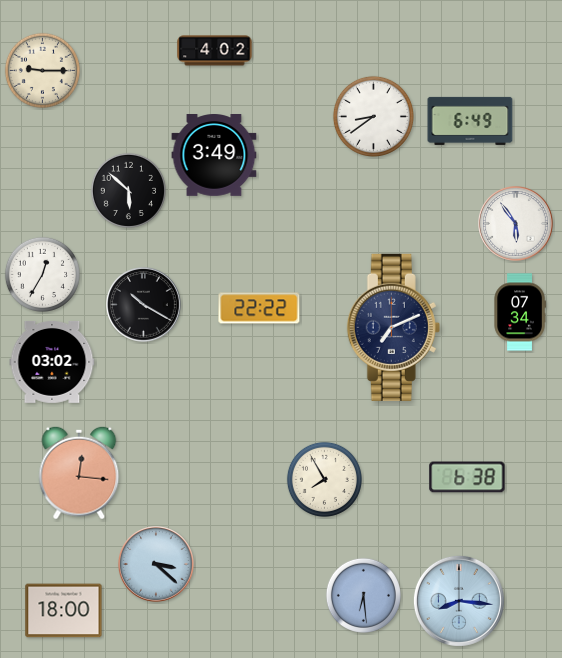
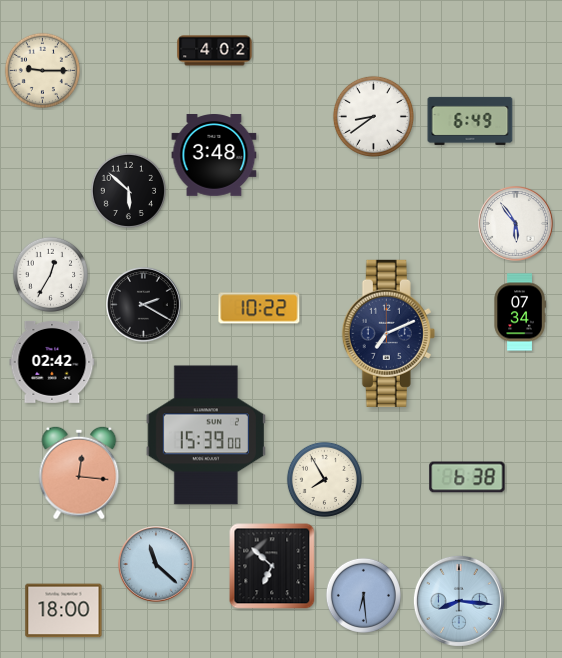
clock at (214, 156): 3:49 -> 3:48
clock at (42, 274) position: (42, 274) -> (50, 274)
clock at (144, 305): 10:20 -> 2:20
clock at (259, 308): 22:22 -> 10:22
clock at (393, 327) position: (393, 327) -> (388, 333)
clock at (52, 362): 03:02 -> 02:42
clock at (206, 435): none -> 15:39
clock at (157, 565): 3:22 -> 11:22
clock at (272, 566): none -> 6:52
